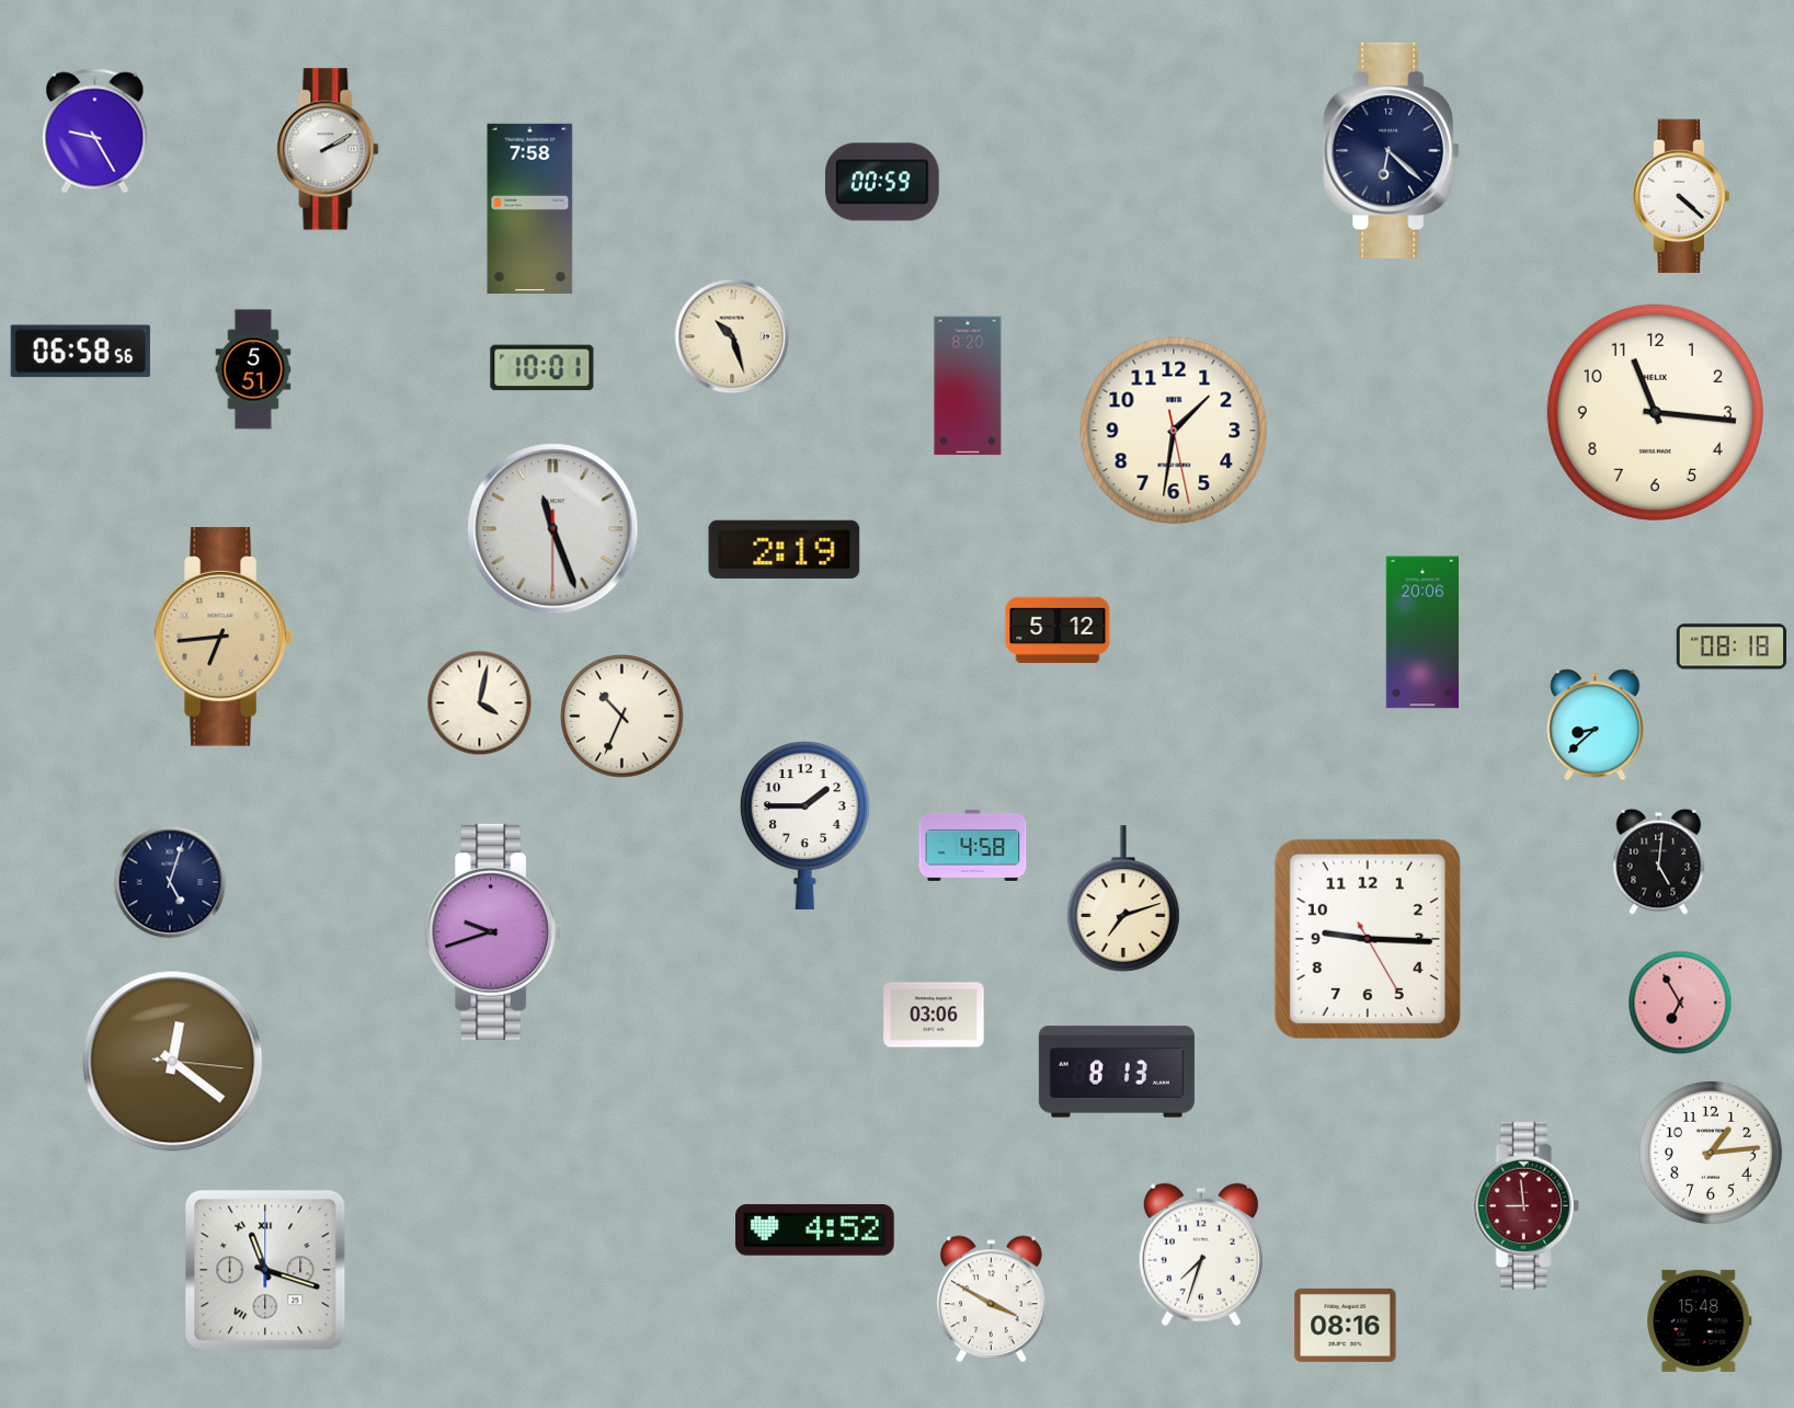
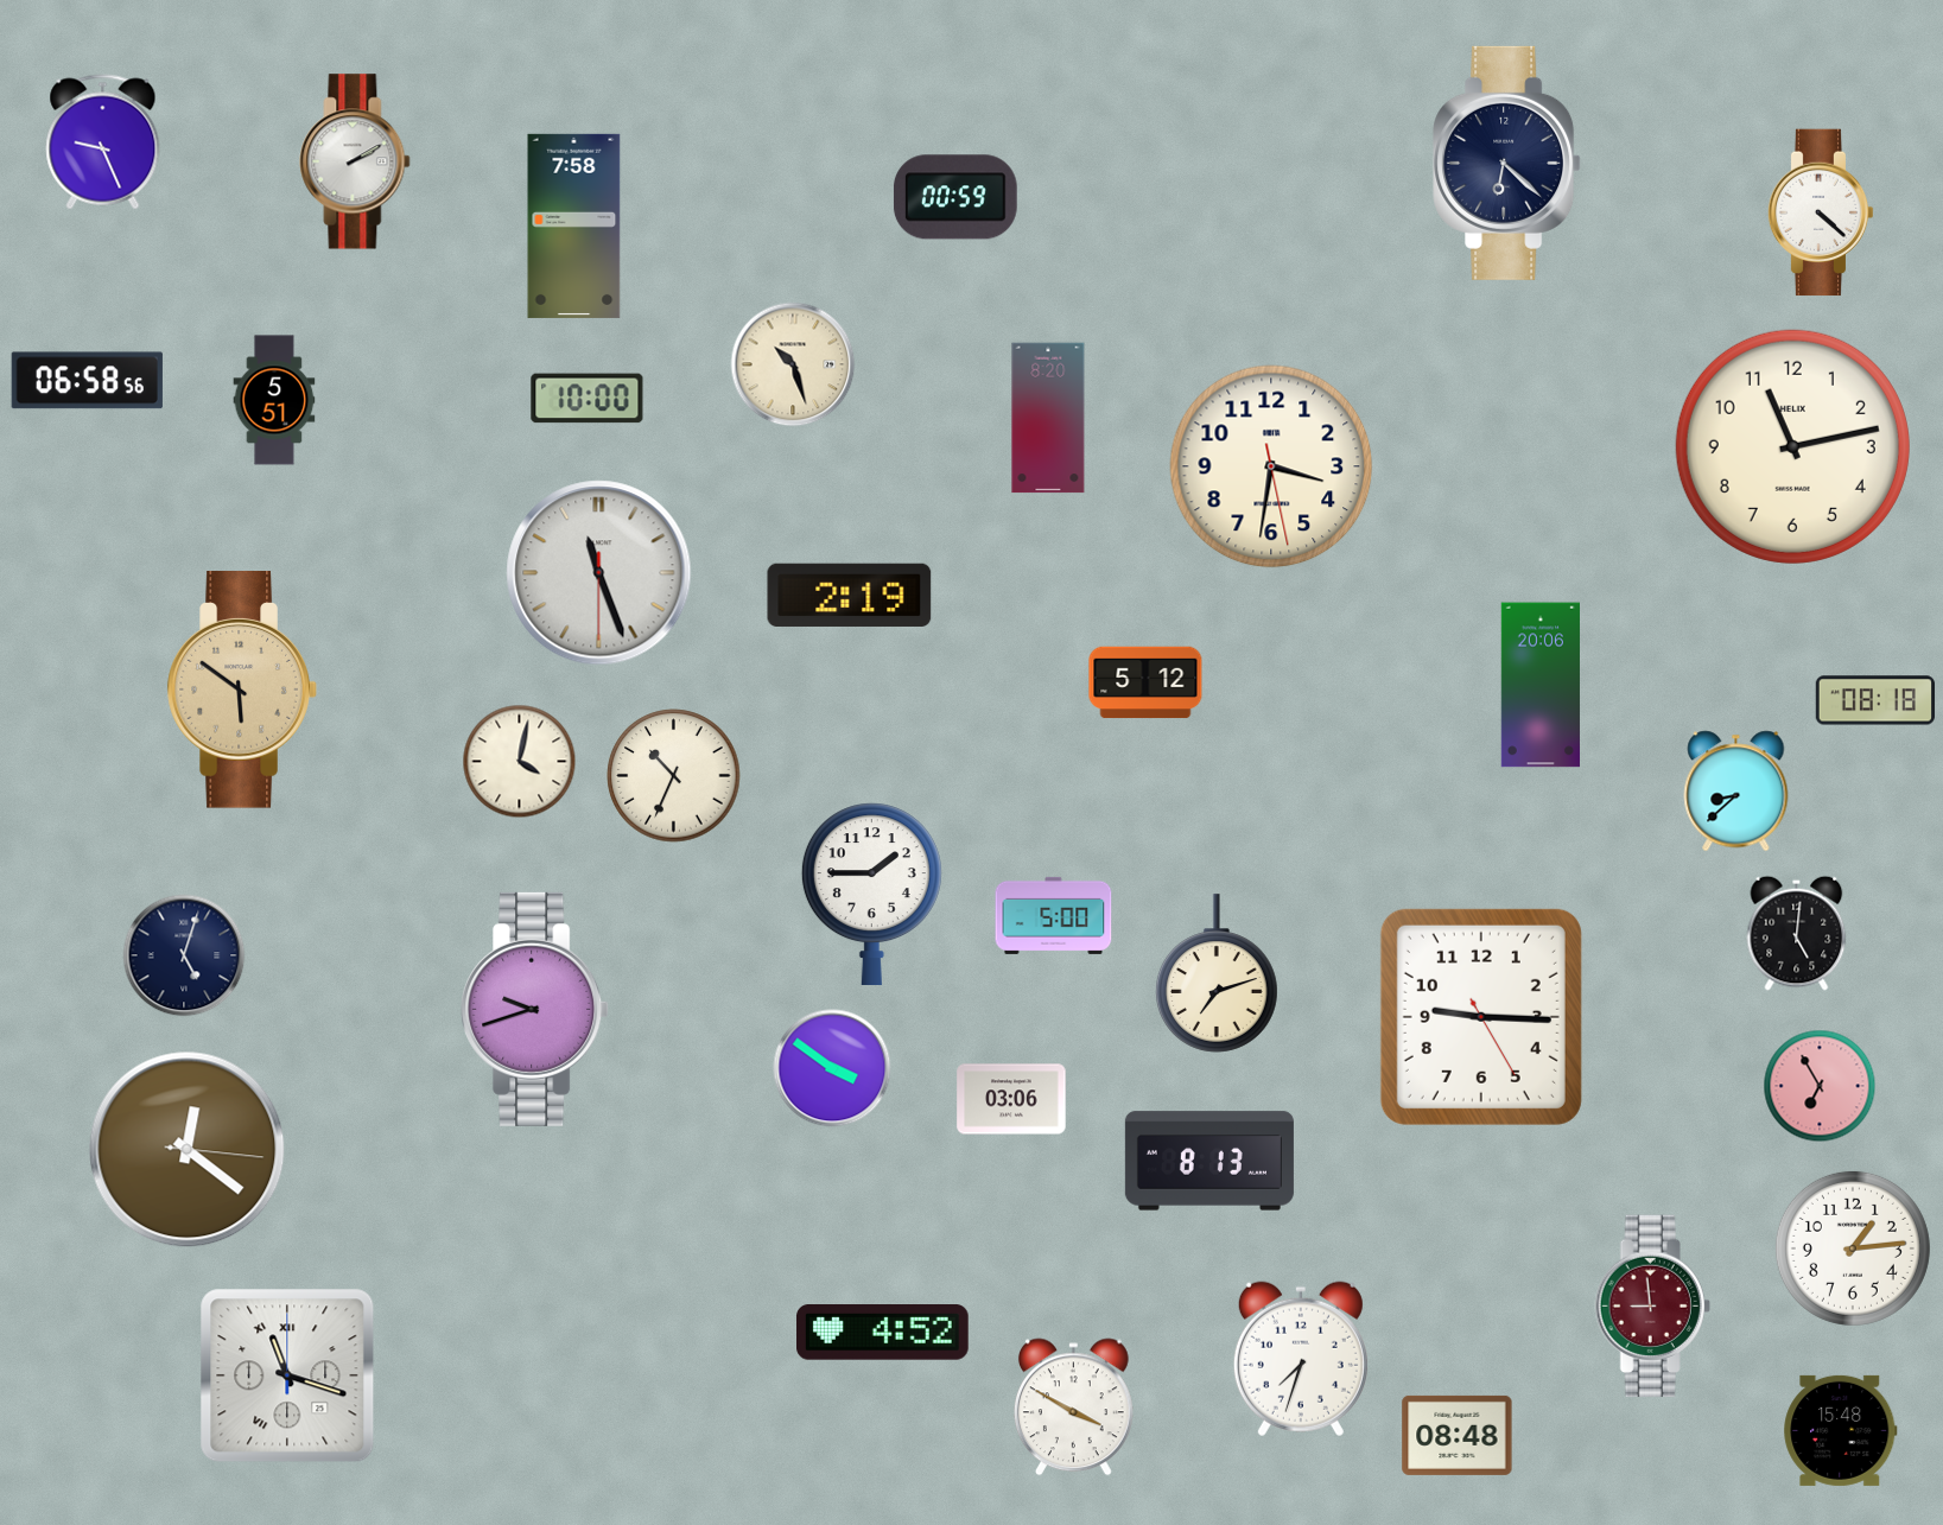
clock at (95, 131): 9:25 -> 9:26
clock at (542, 368): 10:01 -> 10:00
clock at (1655, 412): 11:16 -> 11:13
clock at (1174, 431): 1:31 -> 3:31
clock at (224, 638): 6:44 -> 5:51
clock at (1596, 725) position: (1596, 725) -> (1736, 792)
clock at (973, 845): 4:58 -> 5:00
clock at (832, 1068): none -> 3:51
clock at (1346, 1325): 08:16 -> 08:48
